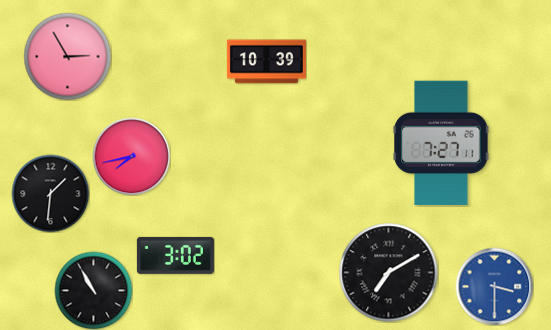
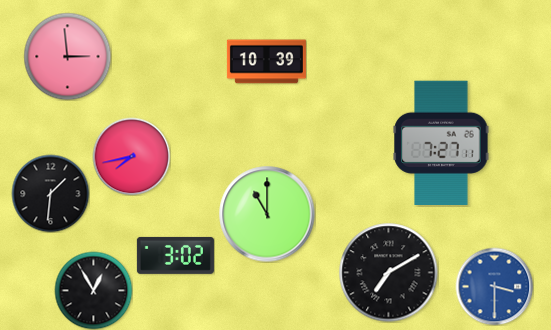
clock at (67, 56): 2:55 -> 2:59
clock at (267, 214): none -> 11:00
clock at (93, 290): 10:55 -> 12:55
